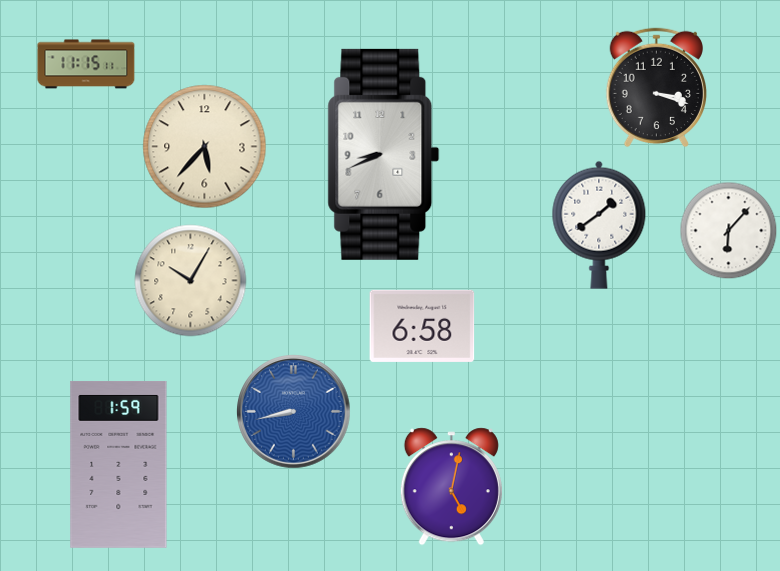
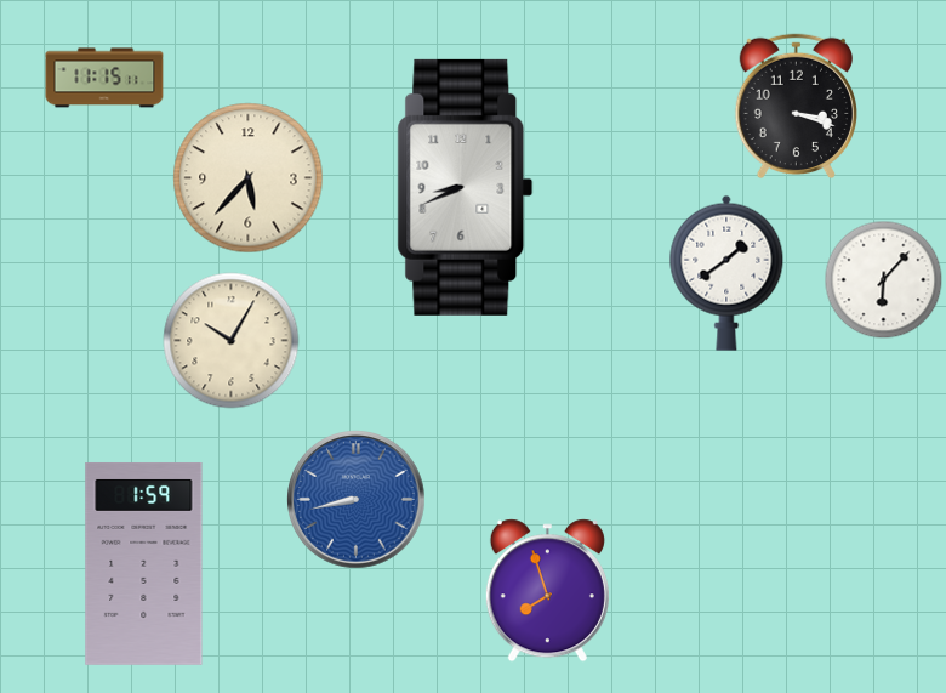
clock at (422, 326): 6:58 -> none
clock at (451, 487): 5:02 -> 7:57
